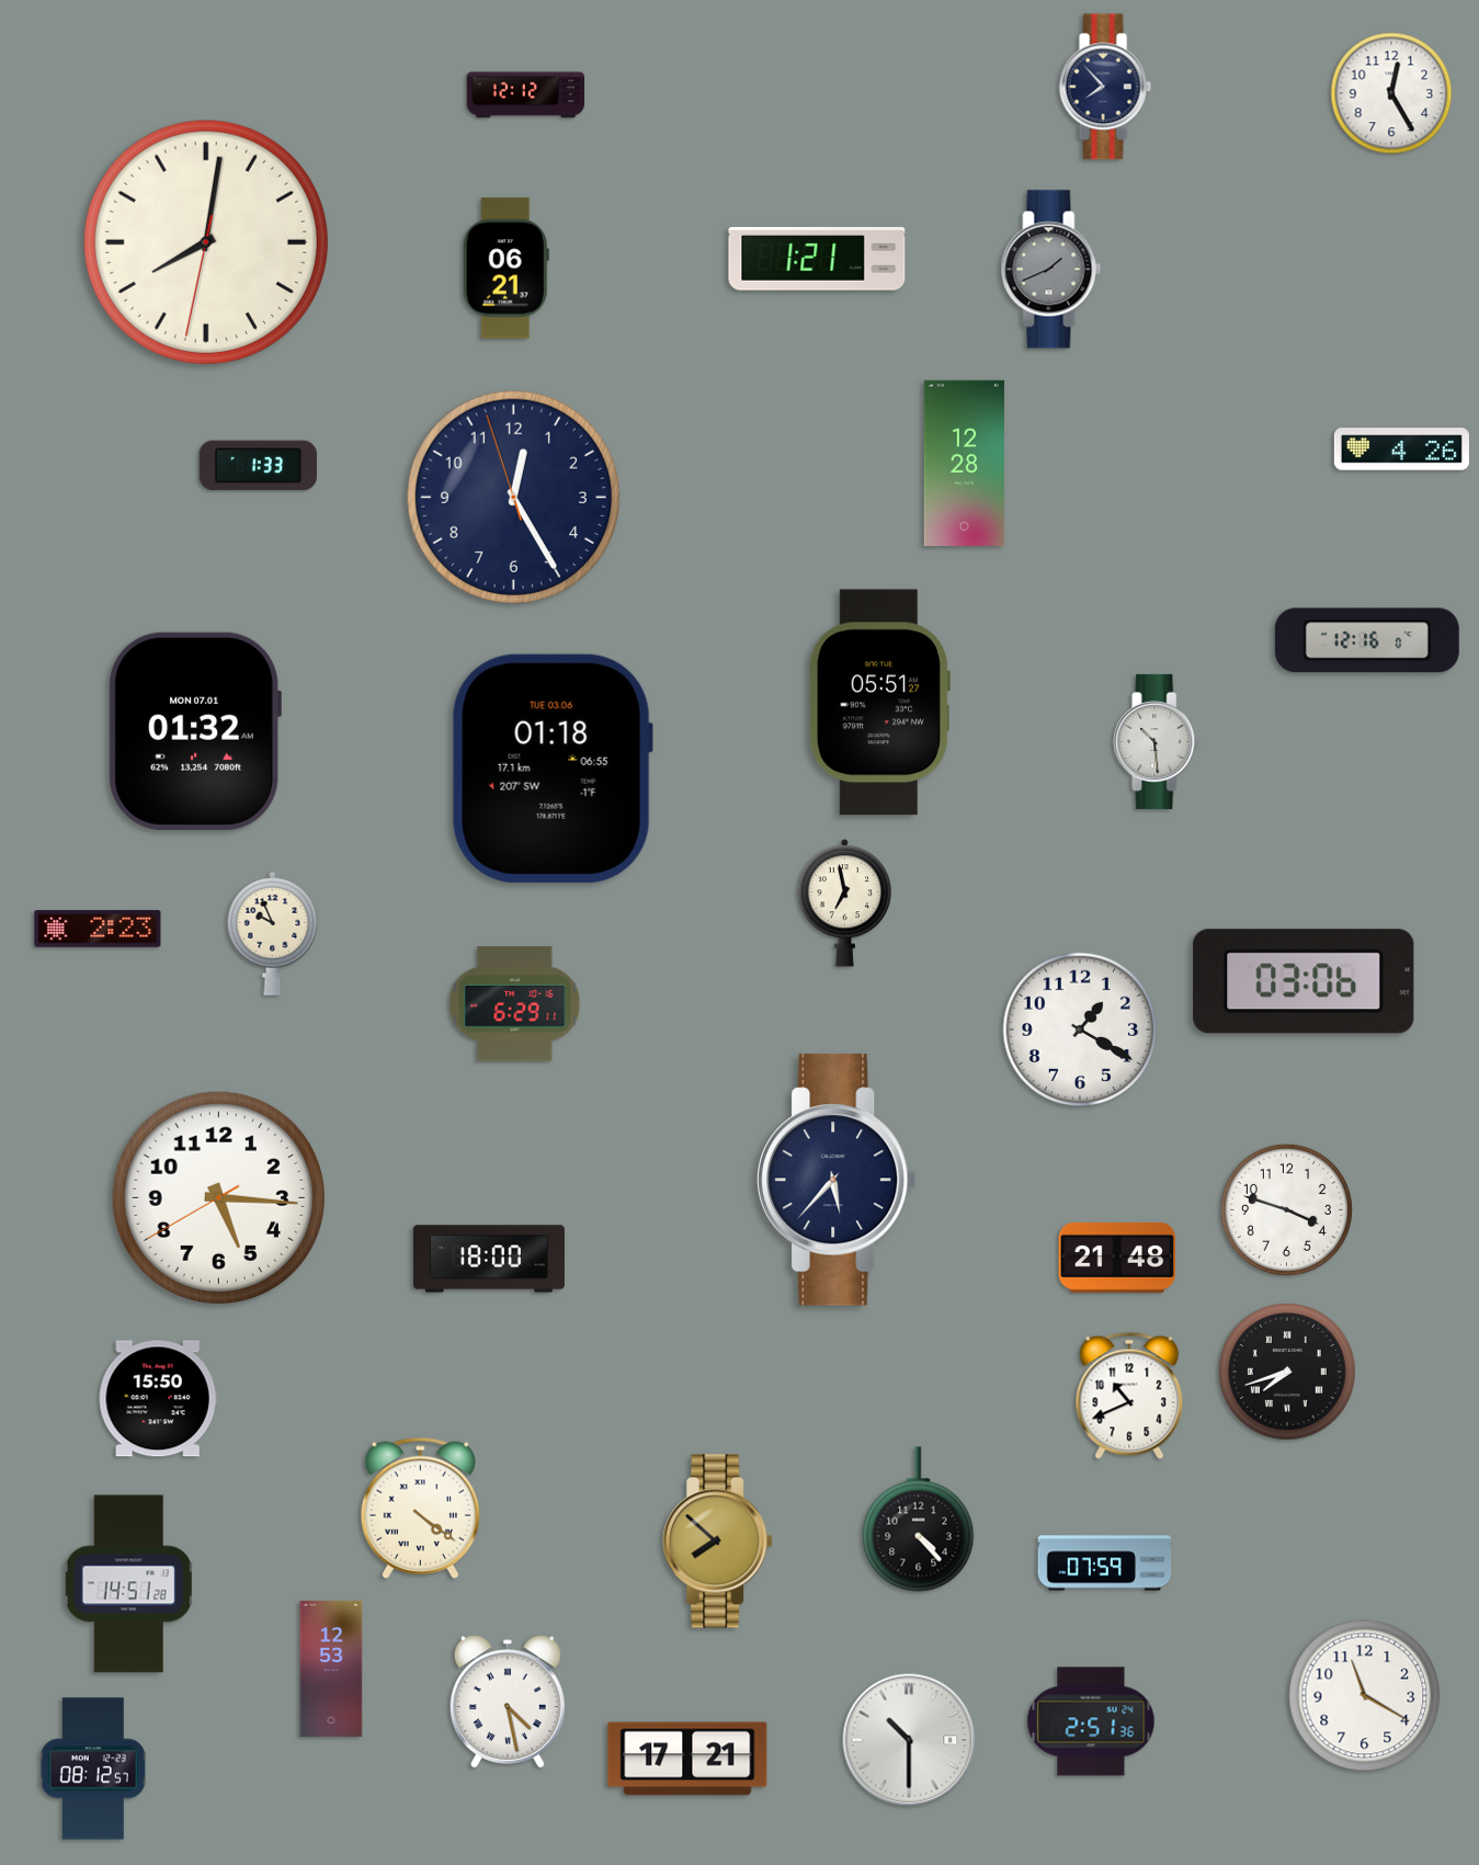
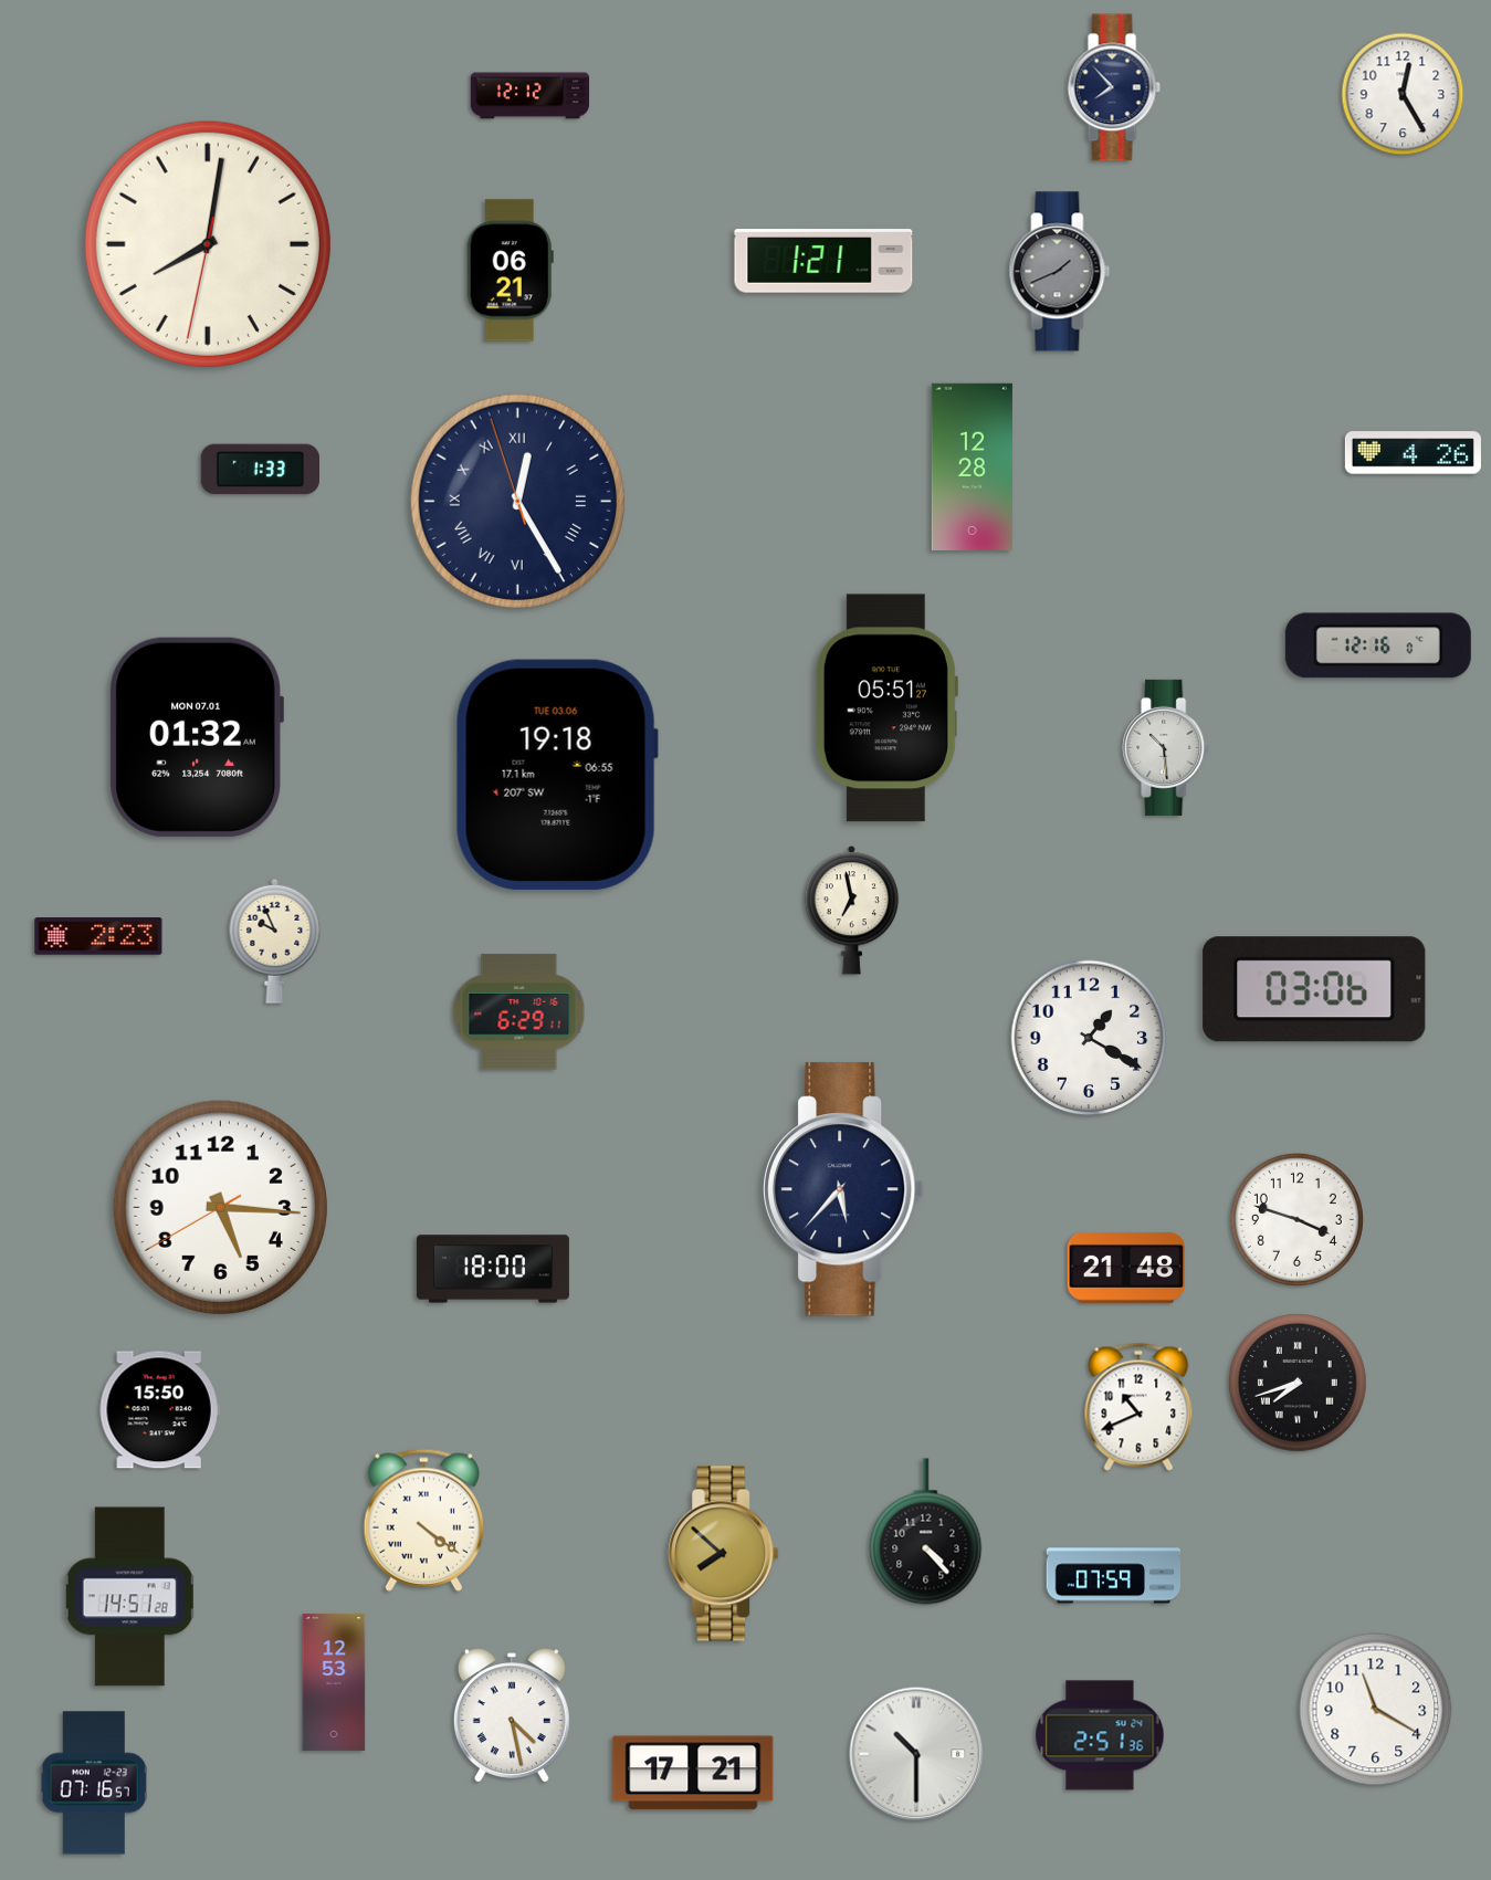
clock at (513, 497) numerals: Arabic -> Roman
clock at (553, 769): 01:18 -> 19:18
clock at (93, 1769): 08:12 -> 07:16
